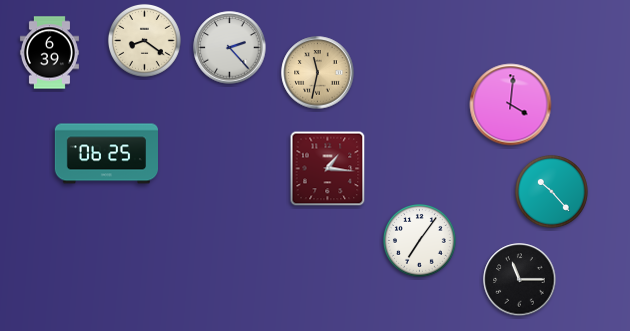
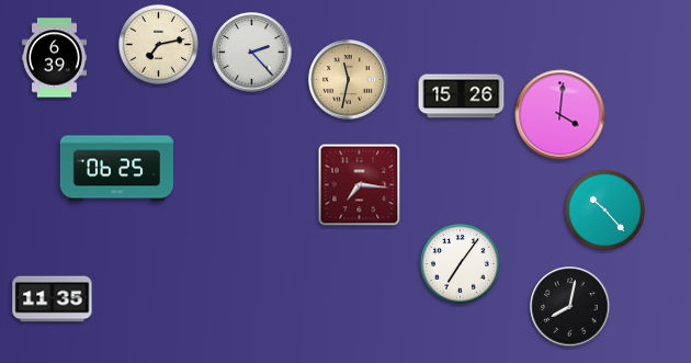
clock at (144, 40): 8:21 -> 7:13
clock at (462, 97): none -> 15:26
clock at (328, 169): 1:16 -> 7:16
clock at (53, 299): none -> 11:35
clock at (520, 280): 11:15 -> 8:02
